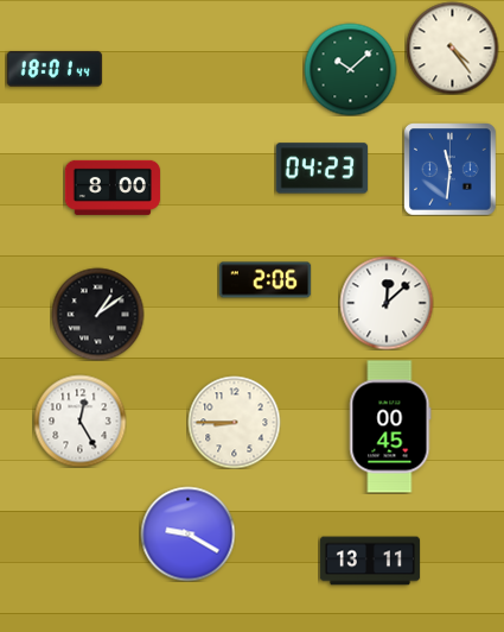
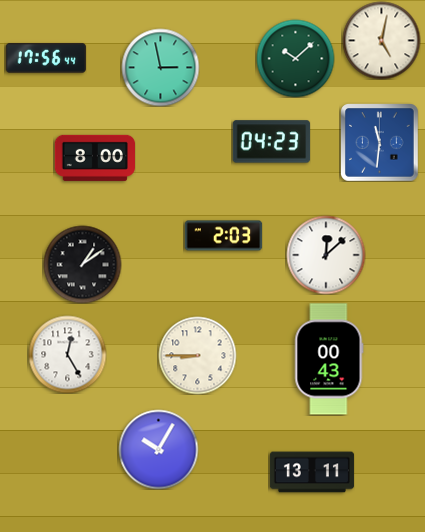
clock at (452, 48): 4:24 -> 5:02
clock at (55, 69): 18:01 -> 17:56
clock at (160, 67): none -> 2:58
clock at (264, 280): 2:06 -> 2:03
clock at (390, 426): 00:45 -> 00:43
clock at (187, 533): 9:20 -> 10:05
